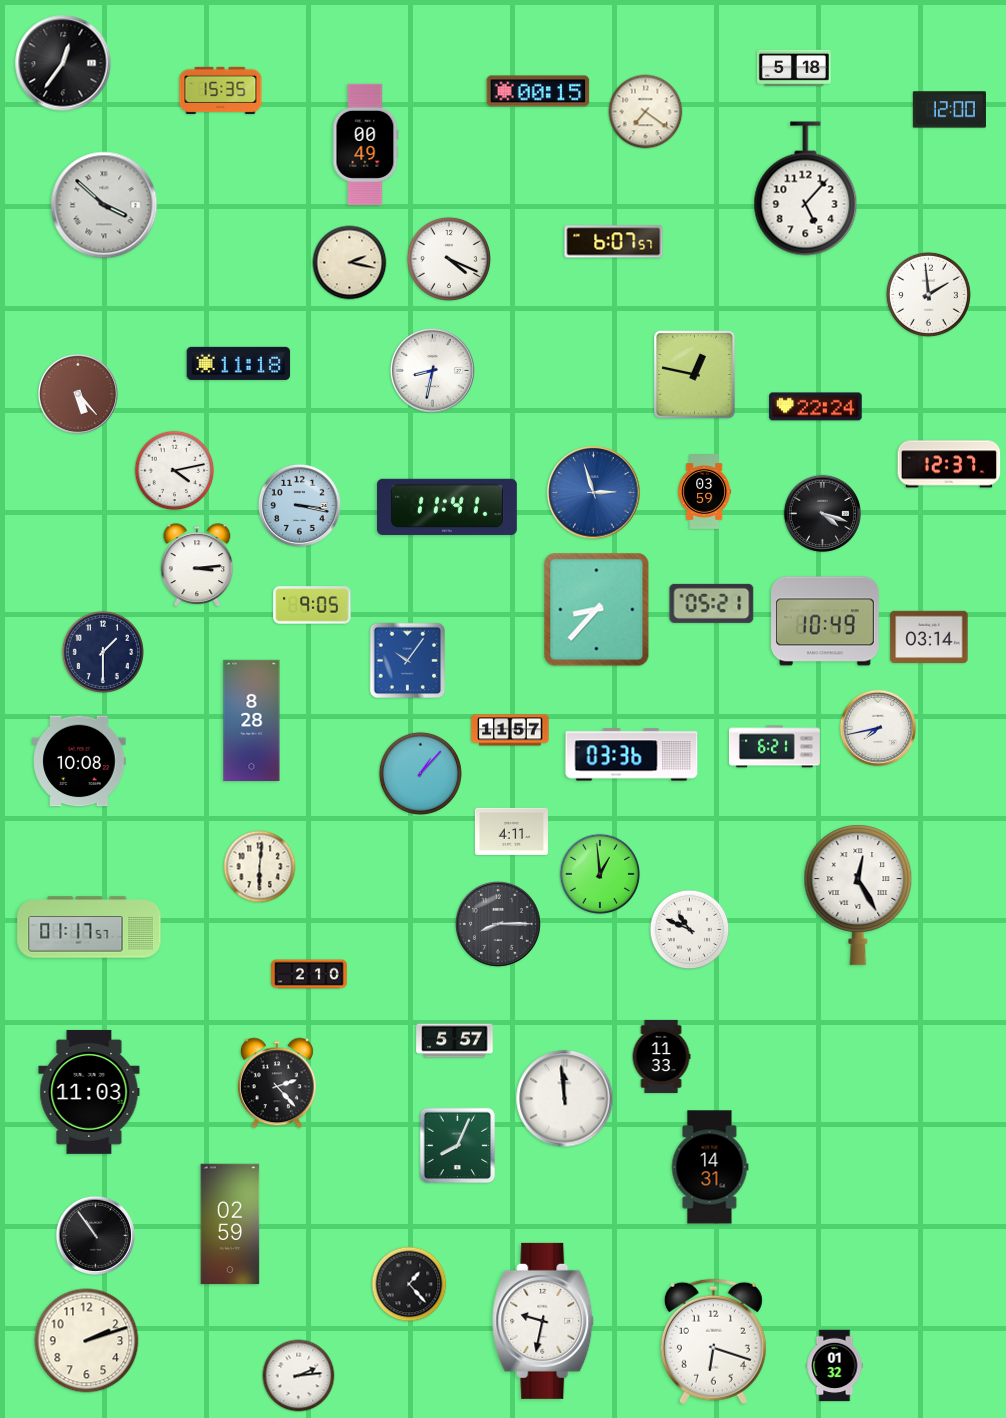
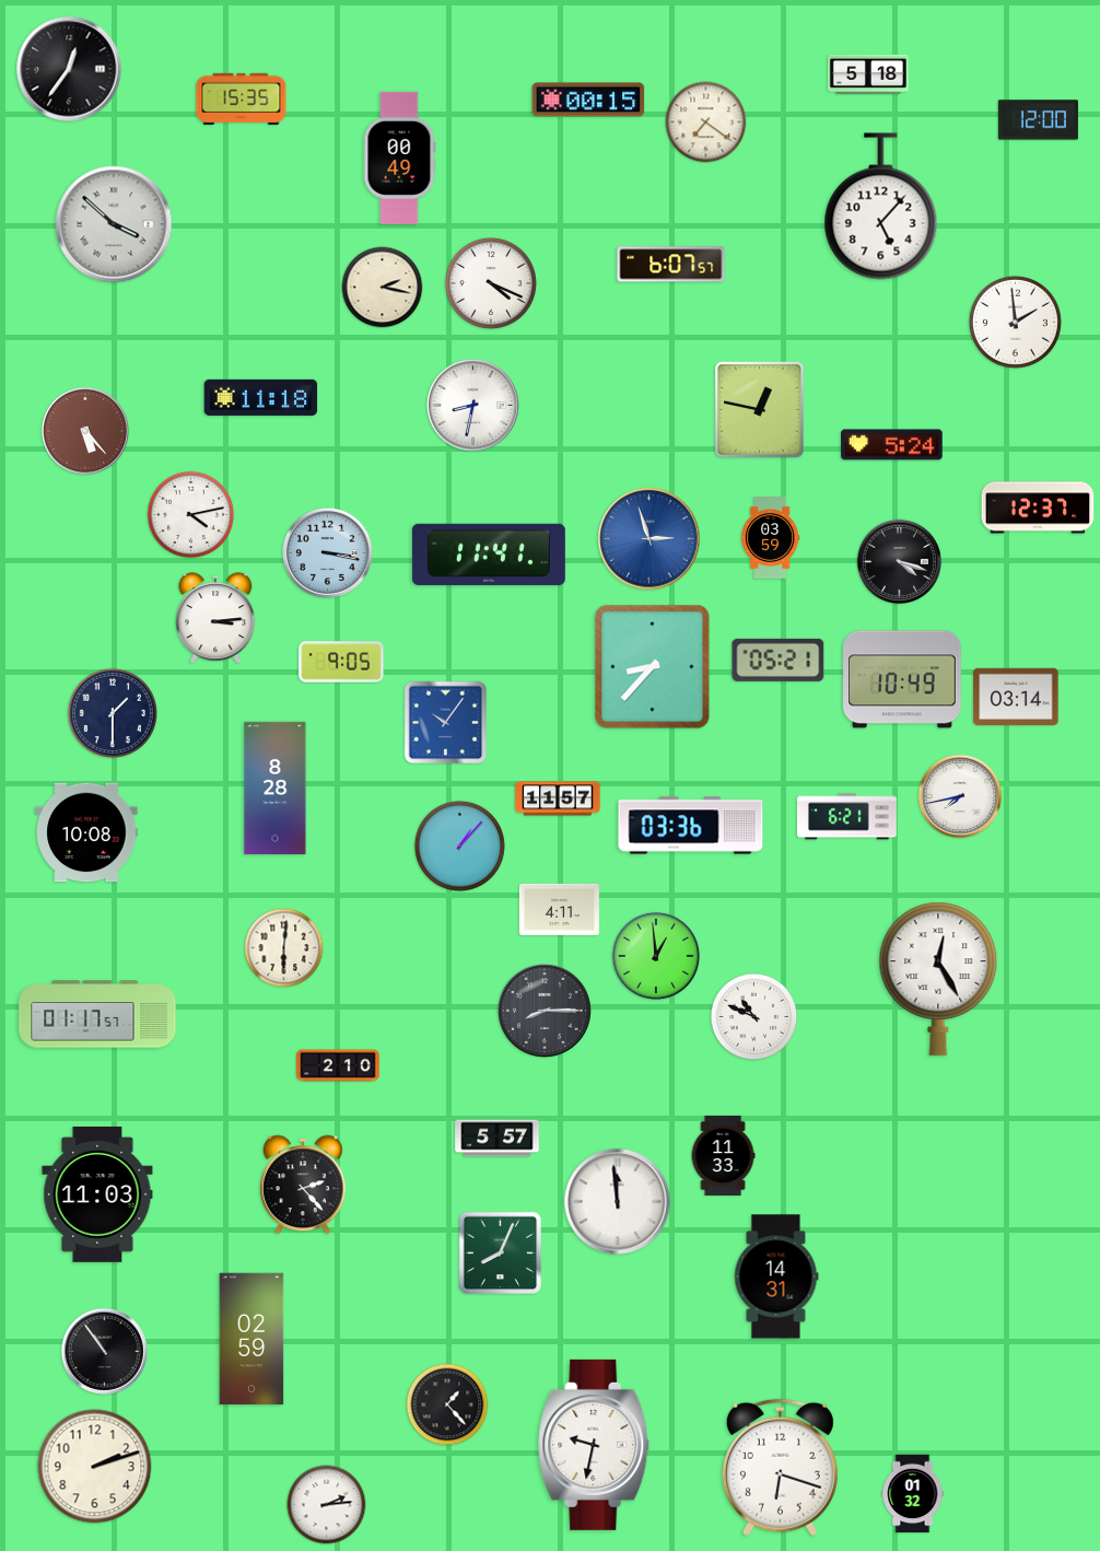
clock at (816, 407): 22:24 -> 5:24
